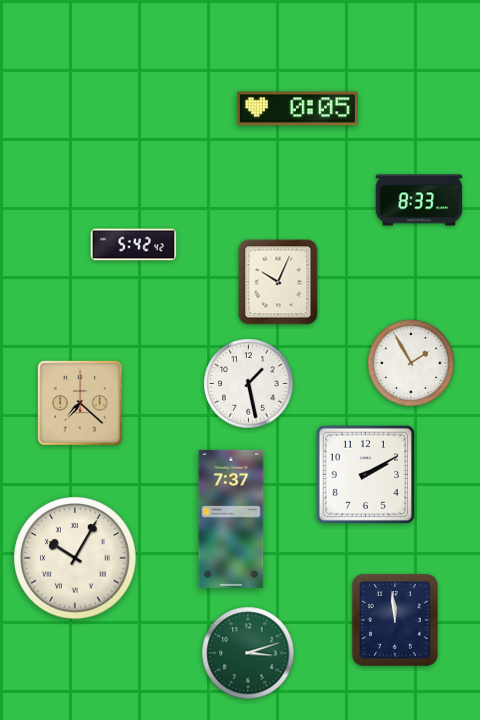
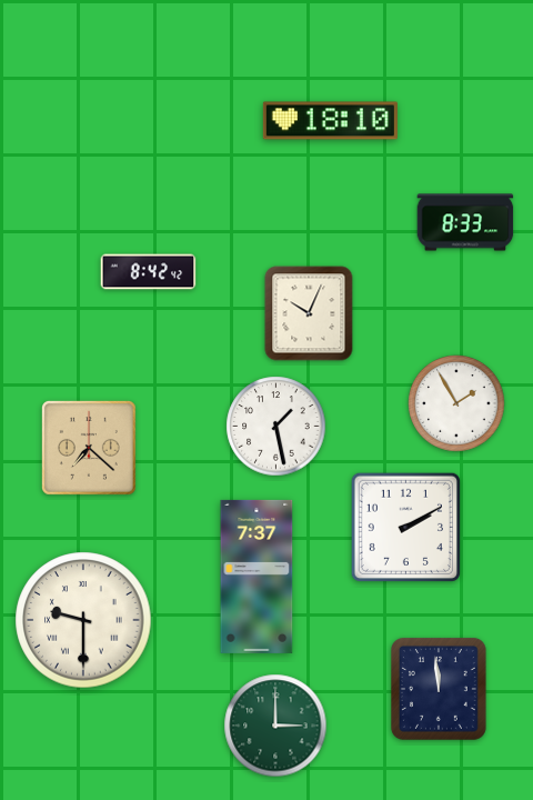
clock at (297, 109): 0:05 -> 18:10
clock at (134, 245): 5:42 -> 8:42
clock at (75, 558): 10:05 -> 9:30
clock at (248, 653): 3:12 -> 3:00
